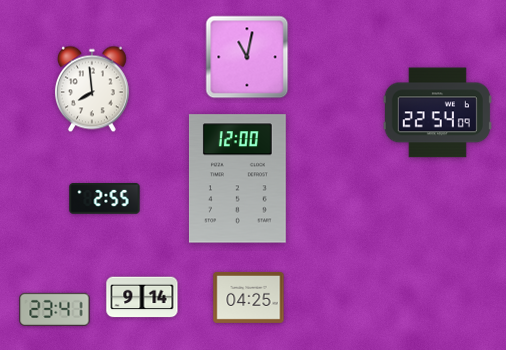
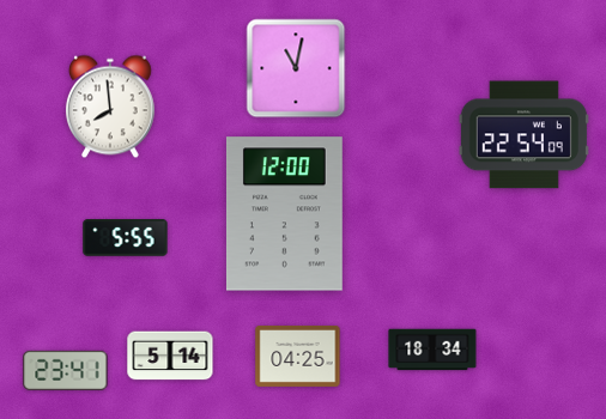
clock at (105, 199): 2:55 -> 5:55
clock at (432, 350): none -> 18:34
clock at (142, 297): 9:14 -> 5:14
